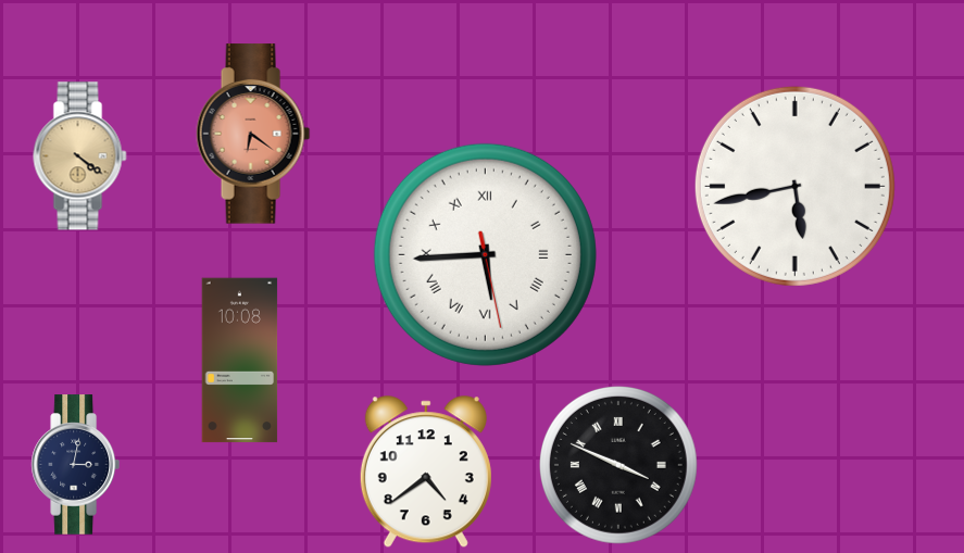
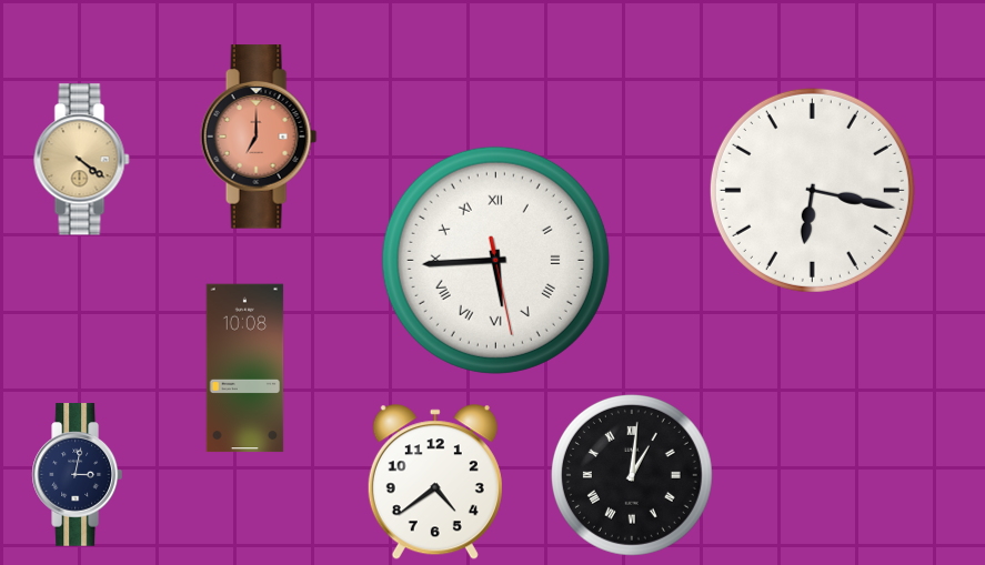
clock at (253, 134): 6:21 -> 7:00
clock at (794, 186): 5:43 -> 6:17
clock at (618, 465): 3:49 -> 1:01
